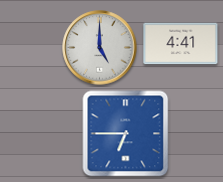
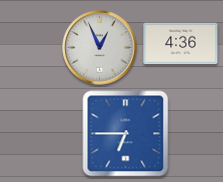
clock at (181, 44): 4:41 -> 4:36
clock at (100, 48): 5:00 -> 12:56
